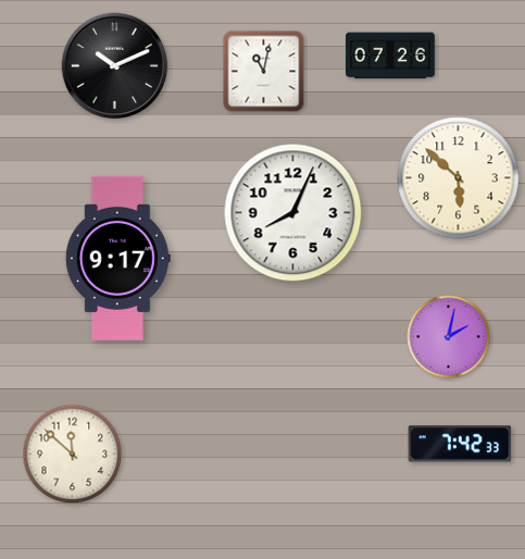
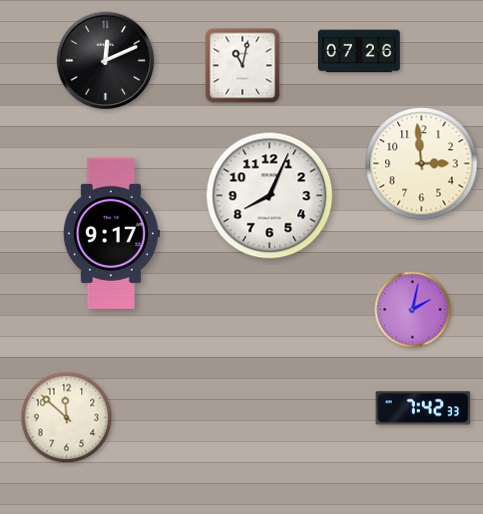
clock at (115, 66): 10:11 -> 12:11
clock at (459, 178): 5:52 -> 2:59
clock at (117, 258) position: (117, 258) -> (111, 233)
